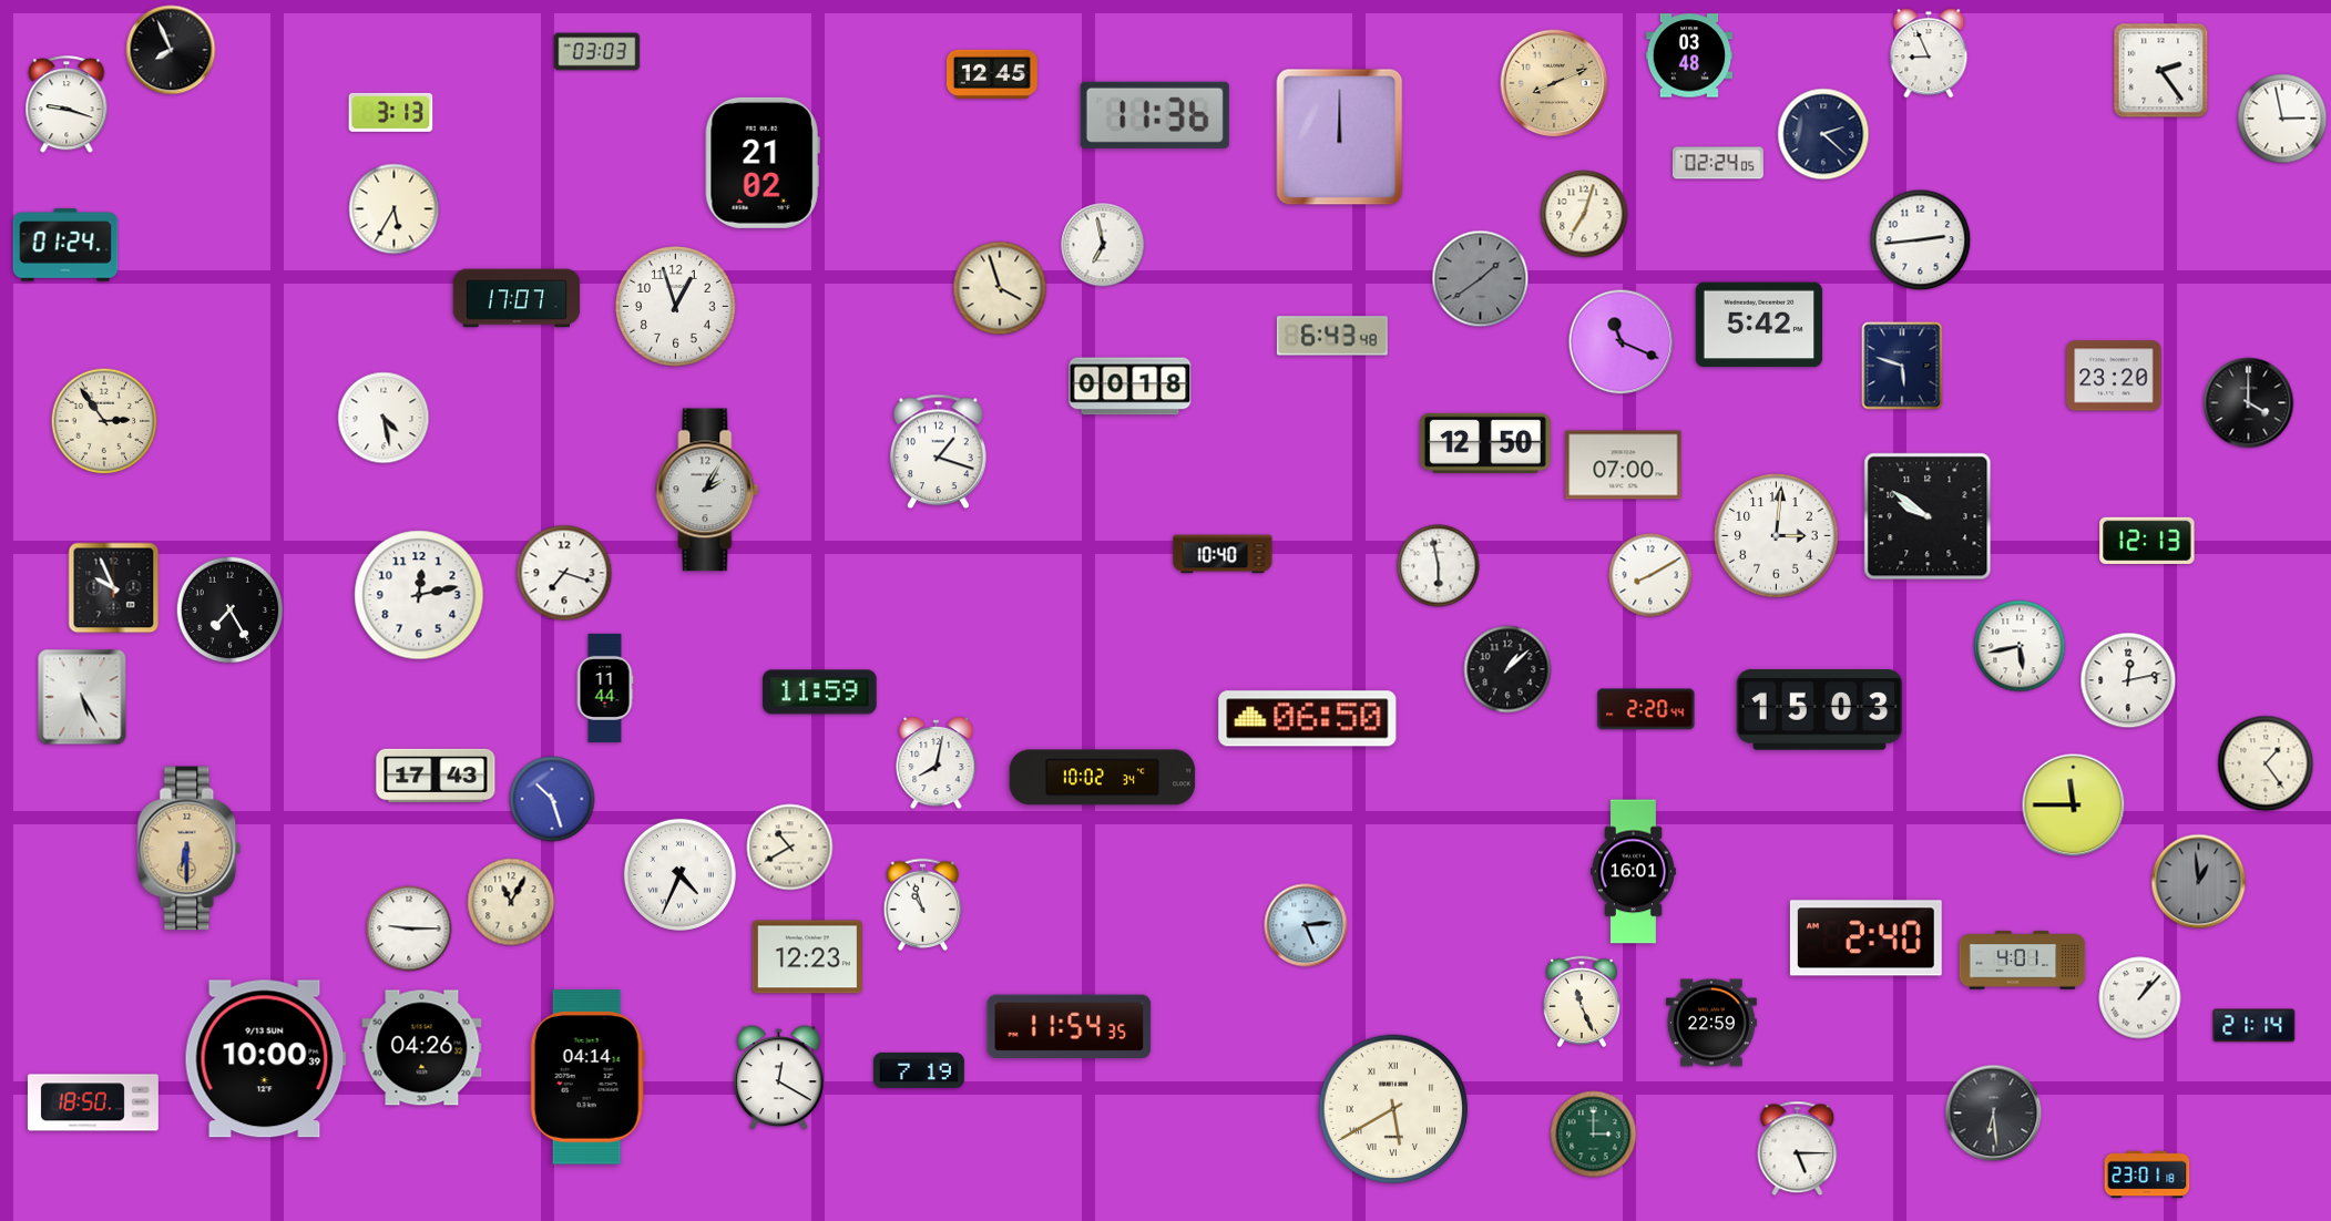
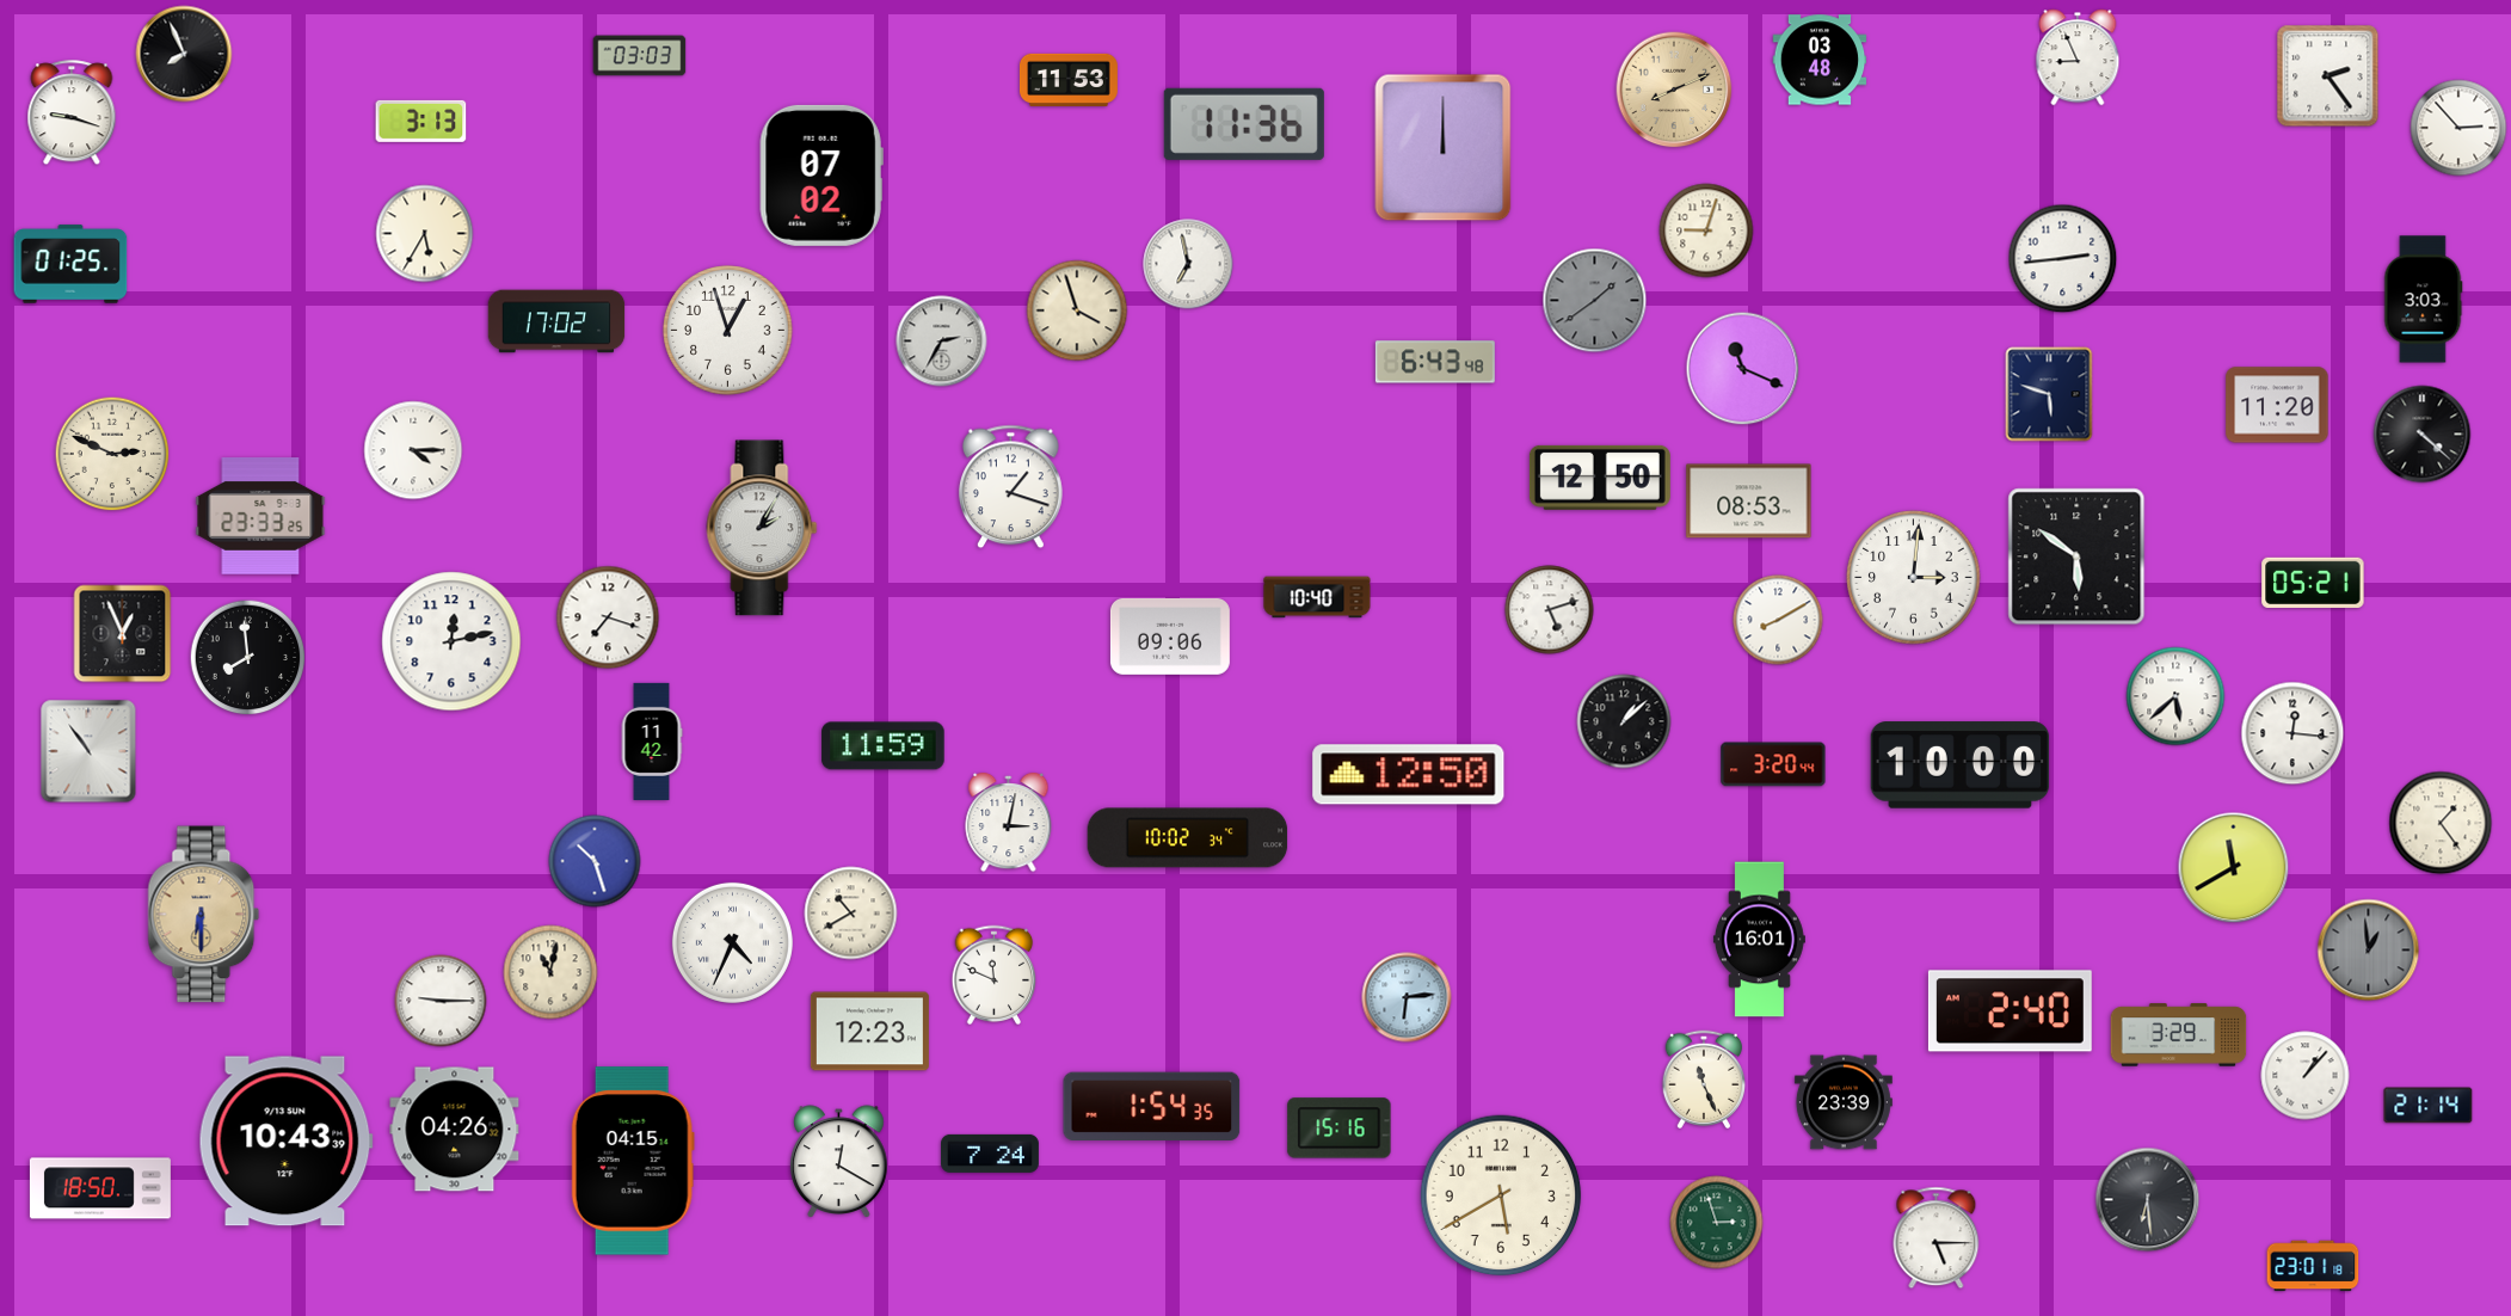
clock at (597, 52) position: (597, 52) -> (640, 56)
clock at (992, 74): 12:45 -> 11:53
clock at (2282, 119): 2:58 -> 2:53
clock at (1823, 134): 2:22 -> none
clock at (763, 163): 21:02 -> 07:02
clock at (1718, 163): 02:24 -> none
clock at (395, 209) position: (395, 209) -> (425, 234)
clock at (1584, 214): 7:03 -> 9:03
clock at (1921, 240) position: (1921, 240) -> (2063, 259)
clock at (65, 245): 01:24 -> 01:25
clock at (2424, 300): none -> 3:03
clock at (517, 298): 17:07 -> 17:02
clock at (942, 342): none -> 2:35
clock at (1759, 325): 5:42 -> none
clock at (1622, 342) position: (1622, 342) -> (1743, 369)
clock at (2114, 376): 23:20 -> 11:20
clock at (1131, 387): 00:18 -> none
clock at (2249, 403): 4:00 -> 4:22
clock at (384, 418): 4:28 -> 4:15
clock at (104, 421): 2:54 -> 2:49
clock at (1624, 465): 07:00 -> 08:53
clock at (260, 517): none -> 23:33
clock at (1928, 516): 9:51 -> 5:51
clock at (2147, 540): 12:13 -> 05:21
clock at (1439, 566): 5:58 -> 5:12
clock at (114, 588): 9:56 -> 12:56
clock at (1170, 637): none -> 09:06
clock at (231, 610): 7:25 -> 7:59
clock at (2020, 646): 5:43 -> 5:38
clock at (2128, 680): 12:13 -> 12:16
clock at (605, 688): 11:44 -> 11:42
clock at (82, 697): 5:25 -> 10:54
clock at (1646, 709): 2:20 -> 3:20
clock at (1820, 710): 15:03 -> 10:00
clock at (1308, 719): 06:50 -> 12:50
clock at (937, 763): 8:02 -> 3:02
clock at (436, 776): 17:43 -> none
clock at (2074, 806): 11:45 -> 11:40
clock at (511, 902): 11:05 -> 11:02
clock at (923, 905): 10:57 -> 11:49
clock at (1306, 925): 5:14 -> 6:14
clock at (2023, 961): 4:01 -> 3:29
clock at (1711, 1023): 22:59 -> 23:39
clock at (1070, 1027): 11:54 -> 1:54
clock at (1340, 1129): none -> 15:16
clock at (265, 1059): 10:00 -> 10:43
clock at (919, 1070): 7:19 -> 7:24
clock at (587, 1077): 04:14 -> 04:15
clock at (1393, 1109) numerals: Roman -> Arabic
clock at (1594, 1135): 3:00 -> 2:57
